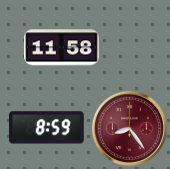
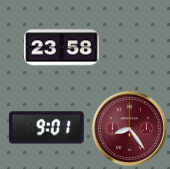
clock at (62, 48): 11:58 -> 23:58
clock at (47, 128): 8:59 -> 9:01
